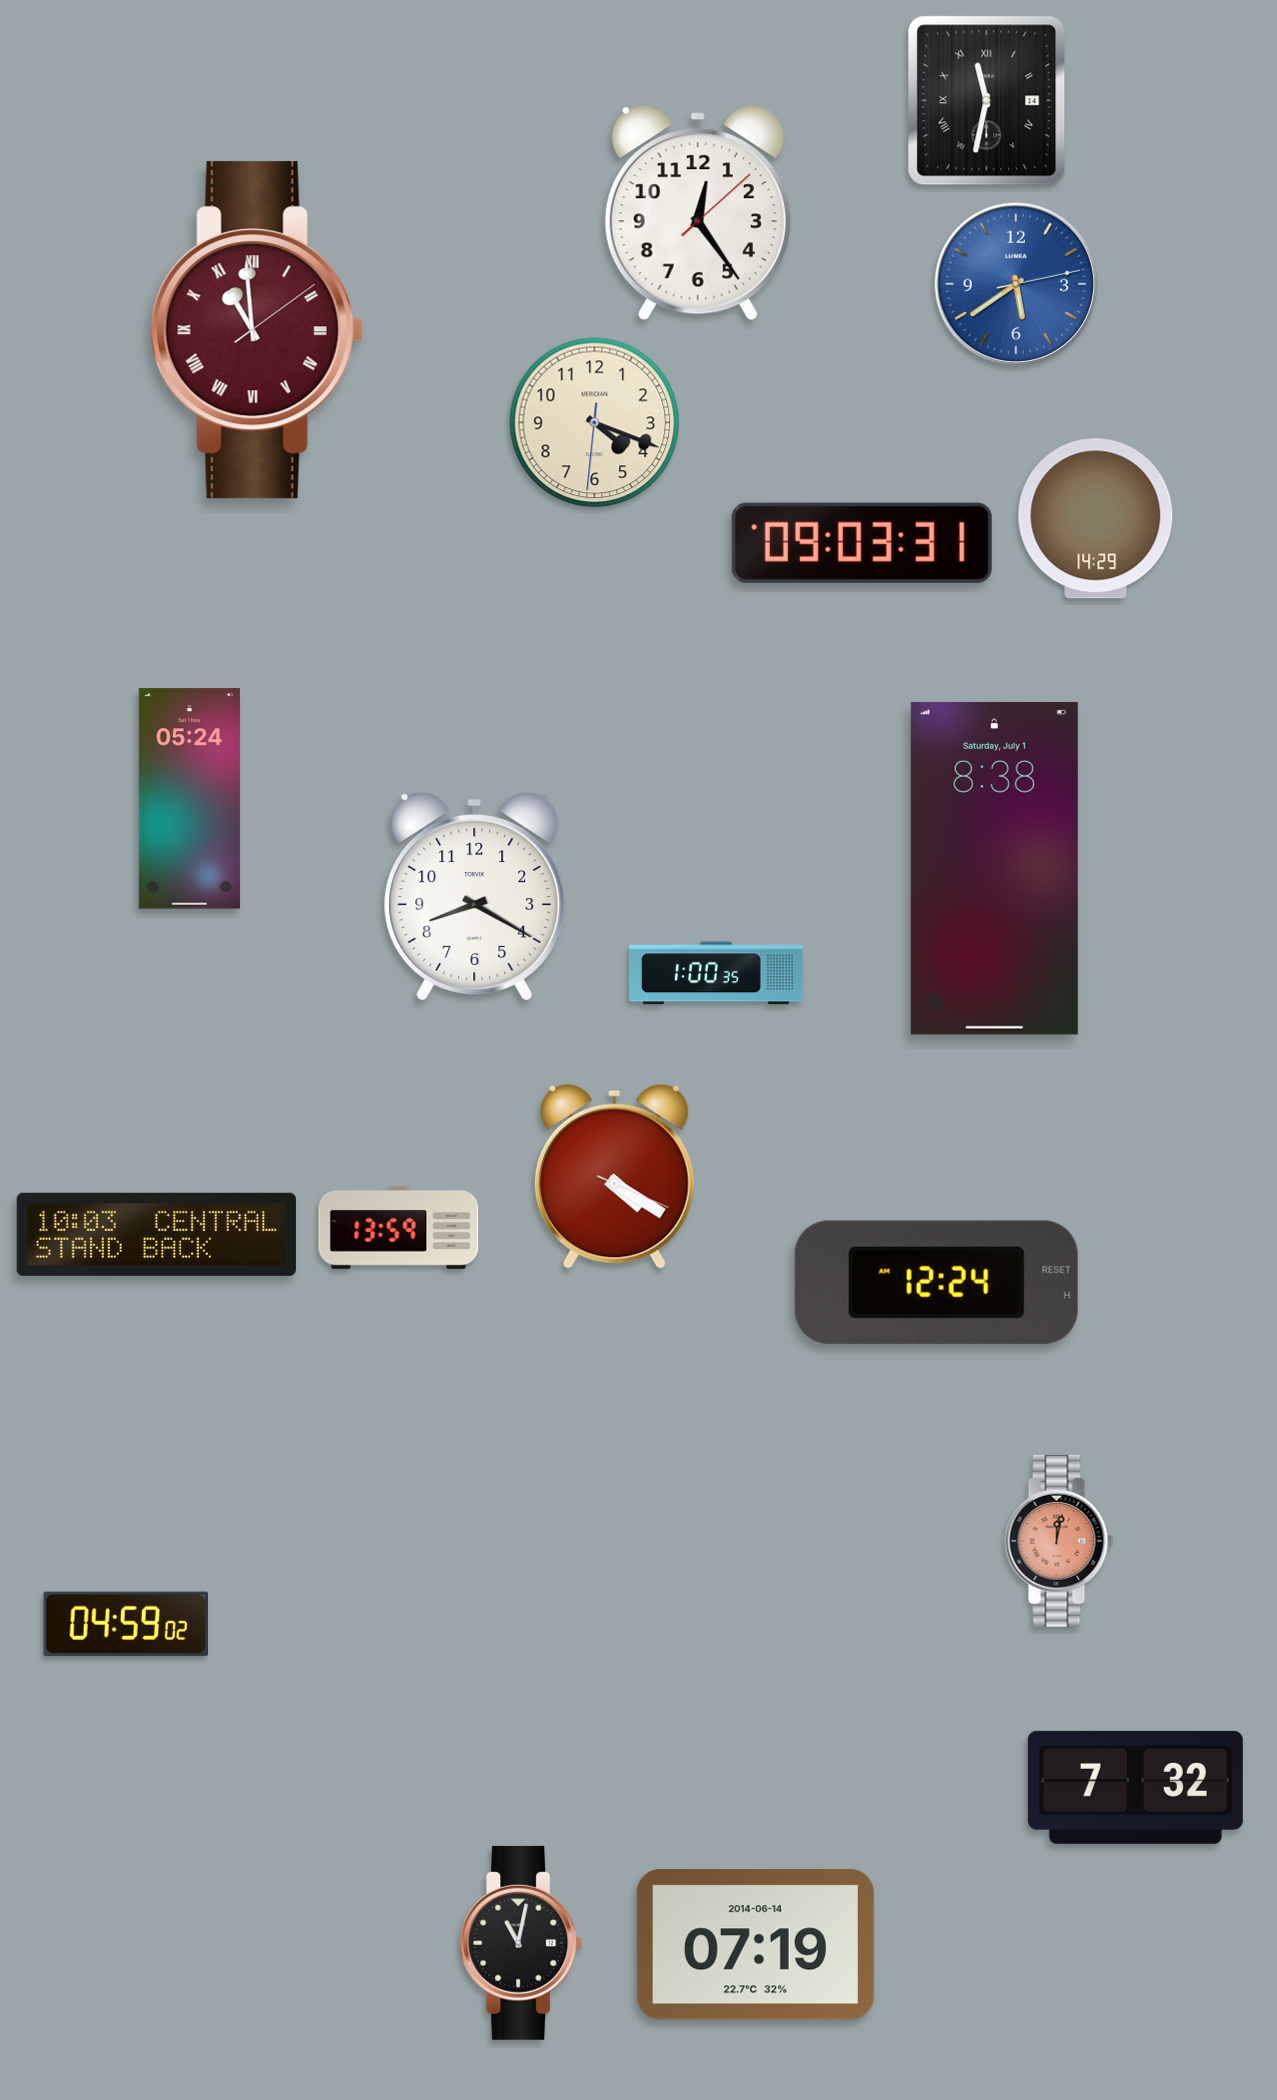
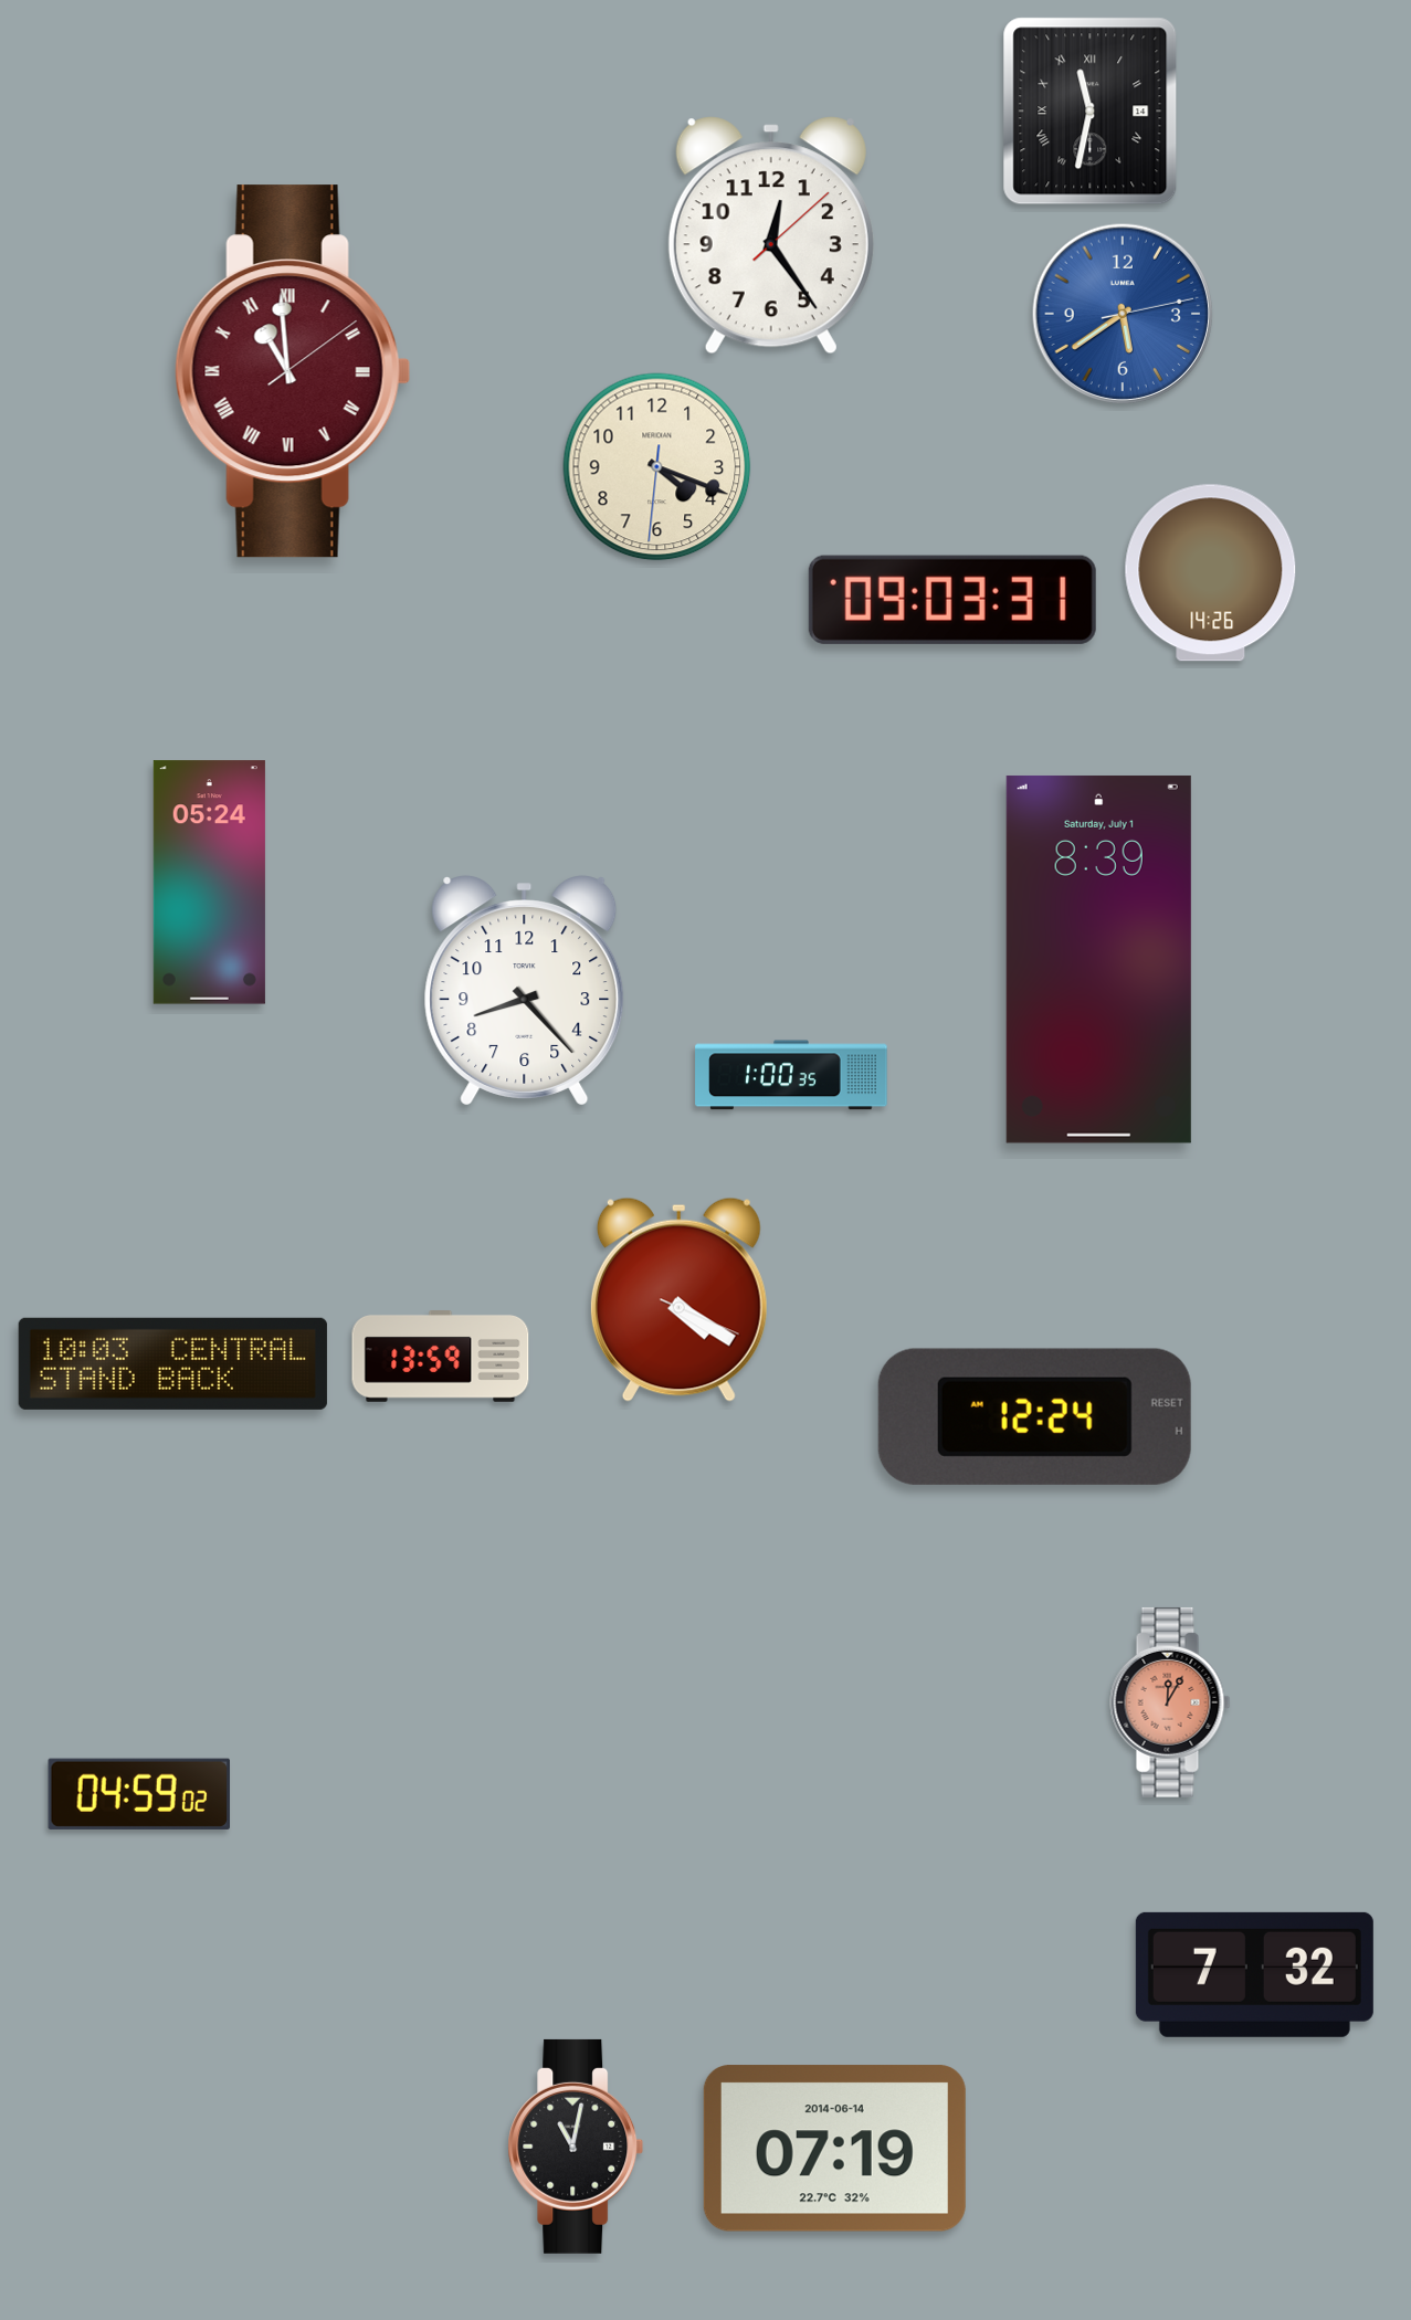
clock at (257, 330) position: (257, 330) -> (293, 371)
clock at (1096, 519): 14:29 -> 14:26
clock at (994, 868): 8:38 -> 8:39
clock at (475, 897): 8:20 -> 8:23
clock at (1059, 1541): 12:02 -> 12:05
